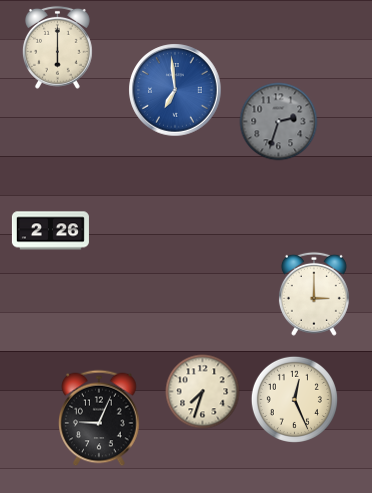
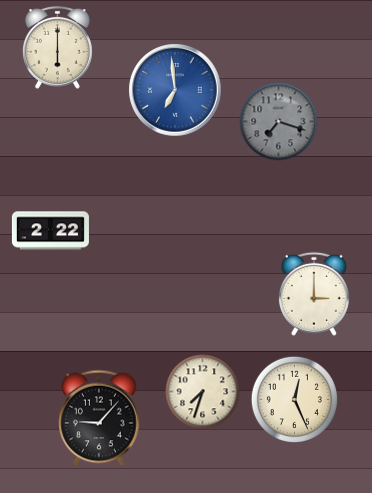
clock at (279, 122): 2:33 -> 7:18
clock at (50, 231): 2:26 -> 2:22
clock at (99, 418): 9:04 -> 9:07
